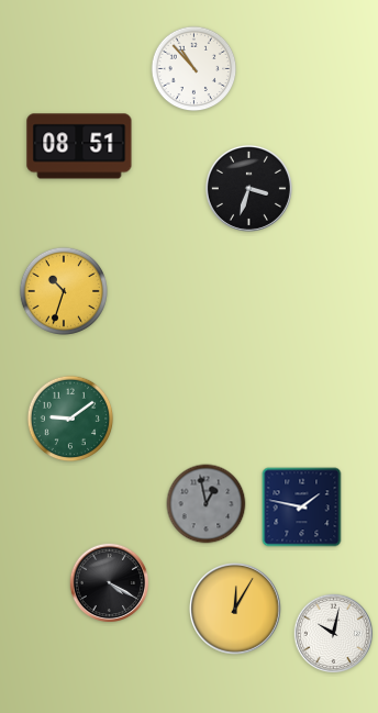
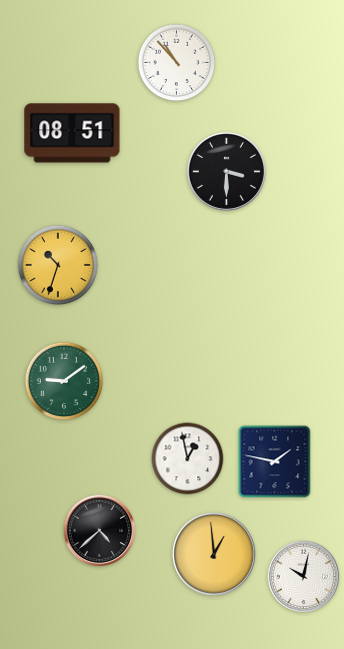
clock at (248, 188): 3:33 -> 3:30
clock at (207, 504) dial: grey -> white
clock at (110, 583): 4:20 -> 4:38
clock at (235, 609): 12:05 -> 12:59
